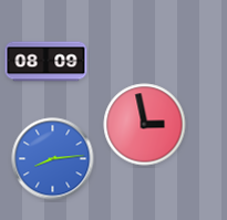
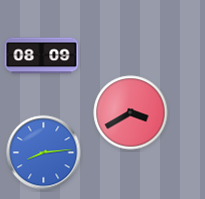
clock at (145, 125): 2:58 -> 3:40
clock at (53, 159) position: (53, 159) -> (44, 153)
